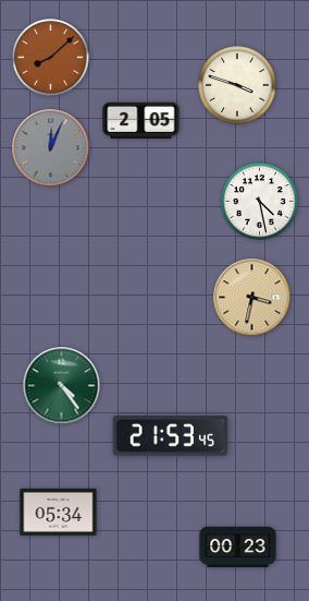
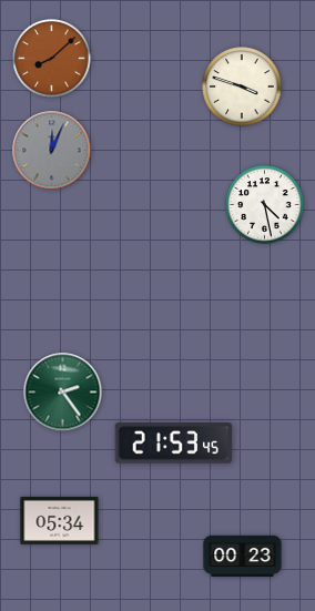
clock at (141, 121): 2:05 -> none
clock at (252, 298): 3:32 -> none
clock at (62, 386): 4:24 -> 2:24
